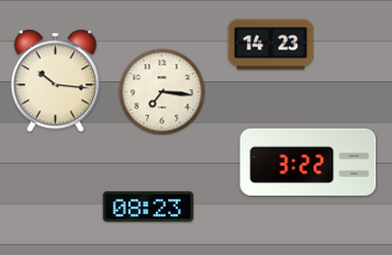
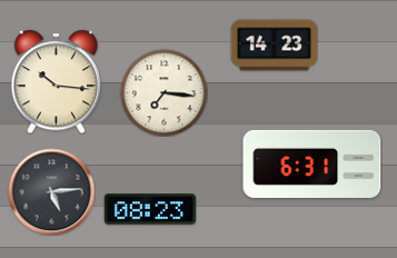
clock at (309, 162): 3:22 -> 6:31
clock at (51, 191): none -> 5:14
